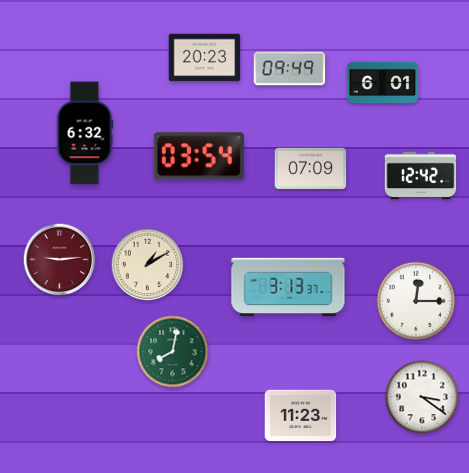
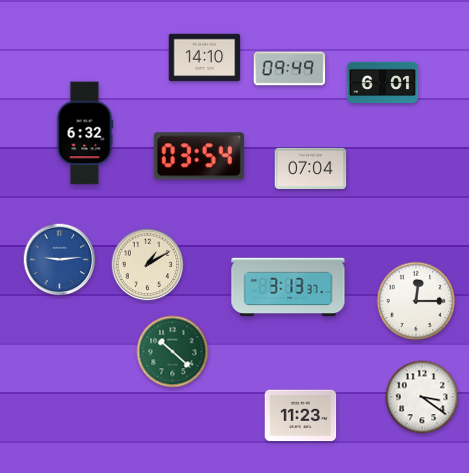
clock at (205, 58): 20:23 -> 14:10
clock at (311, 168): 07:09 -> 07:04
clock at (421, 176): 12:42 -> none
clock at (60, 260) dial: burgundy -> blue
clock at (173, 352): 8:02 -> 10:22
